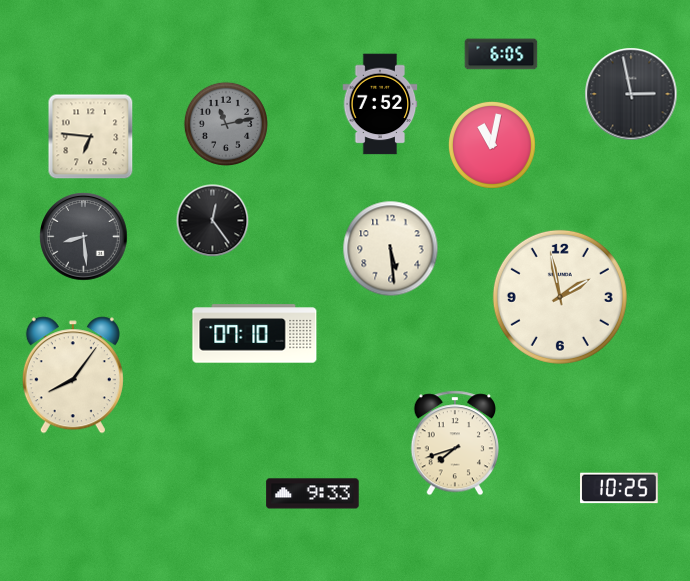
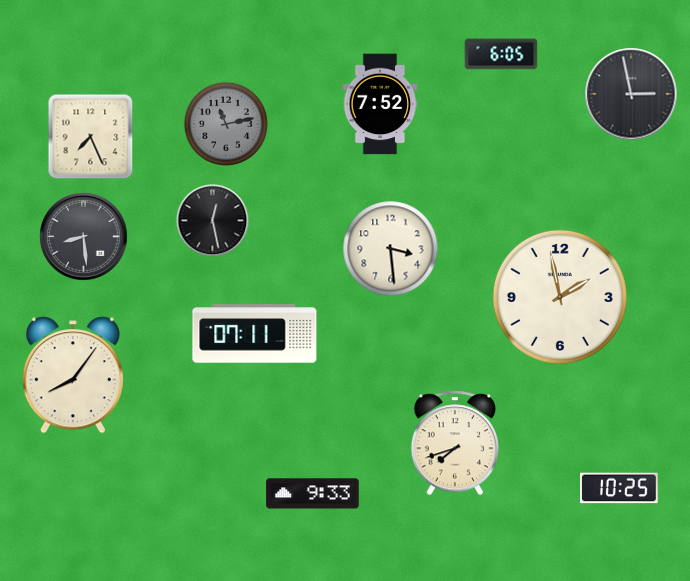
clock at (91, 137): 6:46 -> 7:26
clock at (492, 145): 11:02 -> none
clock at (213, 221): 12:24 -> 12:28
clock at (391, 249): 5:29 -> 3:29
clock at (255, 334): 07:10 -> 07:11
